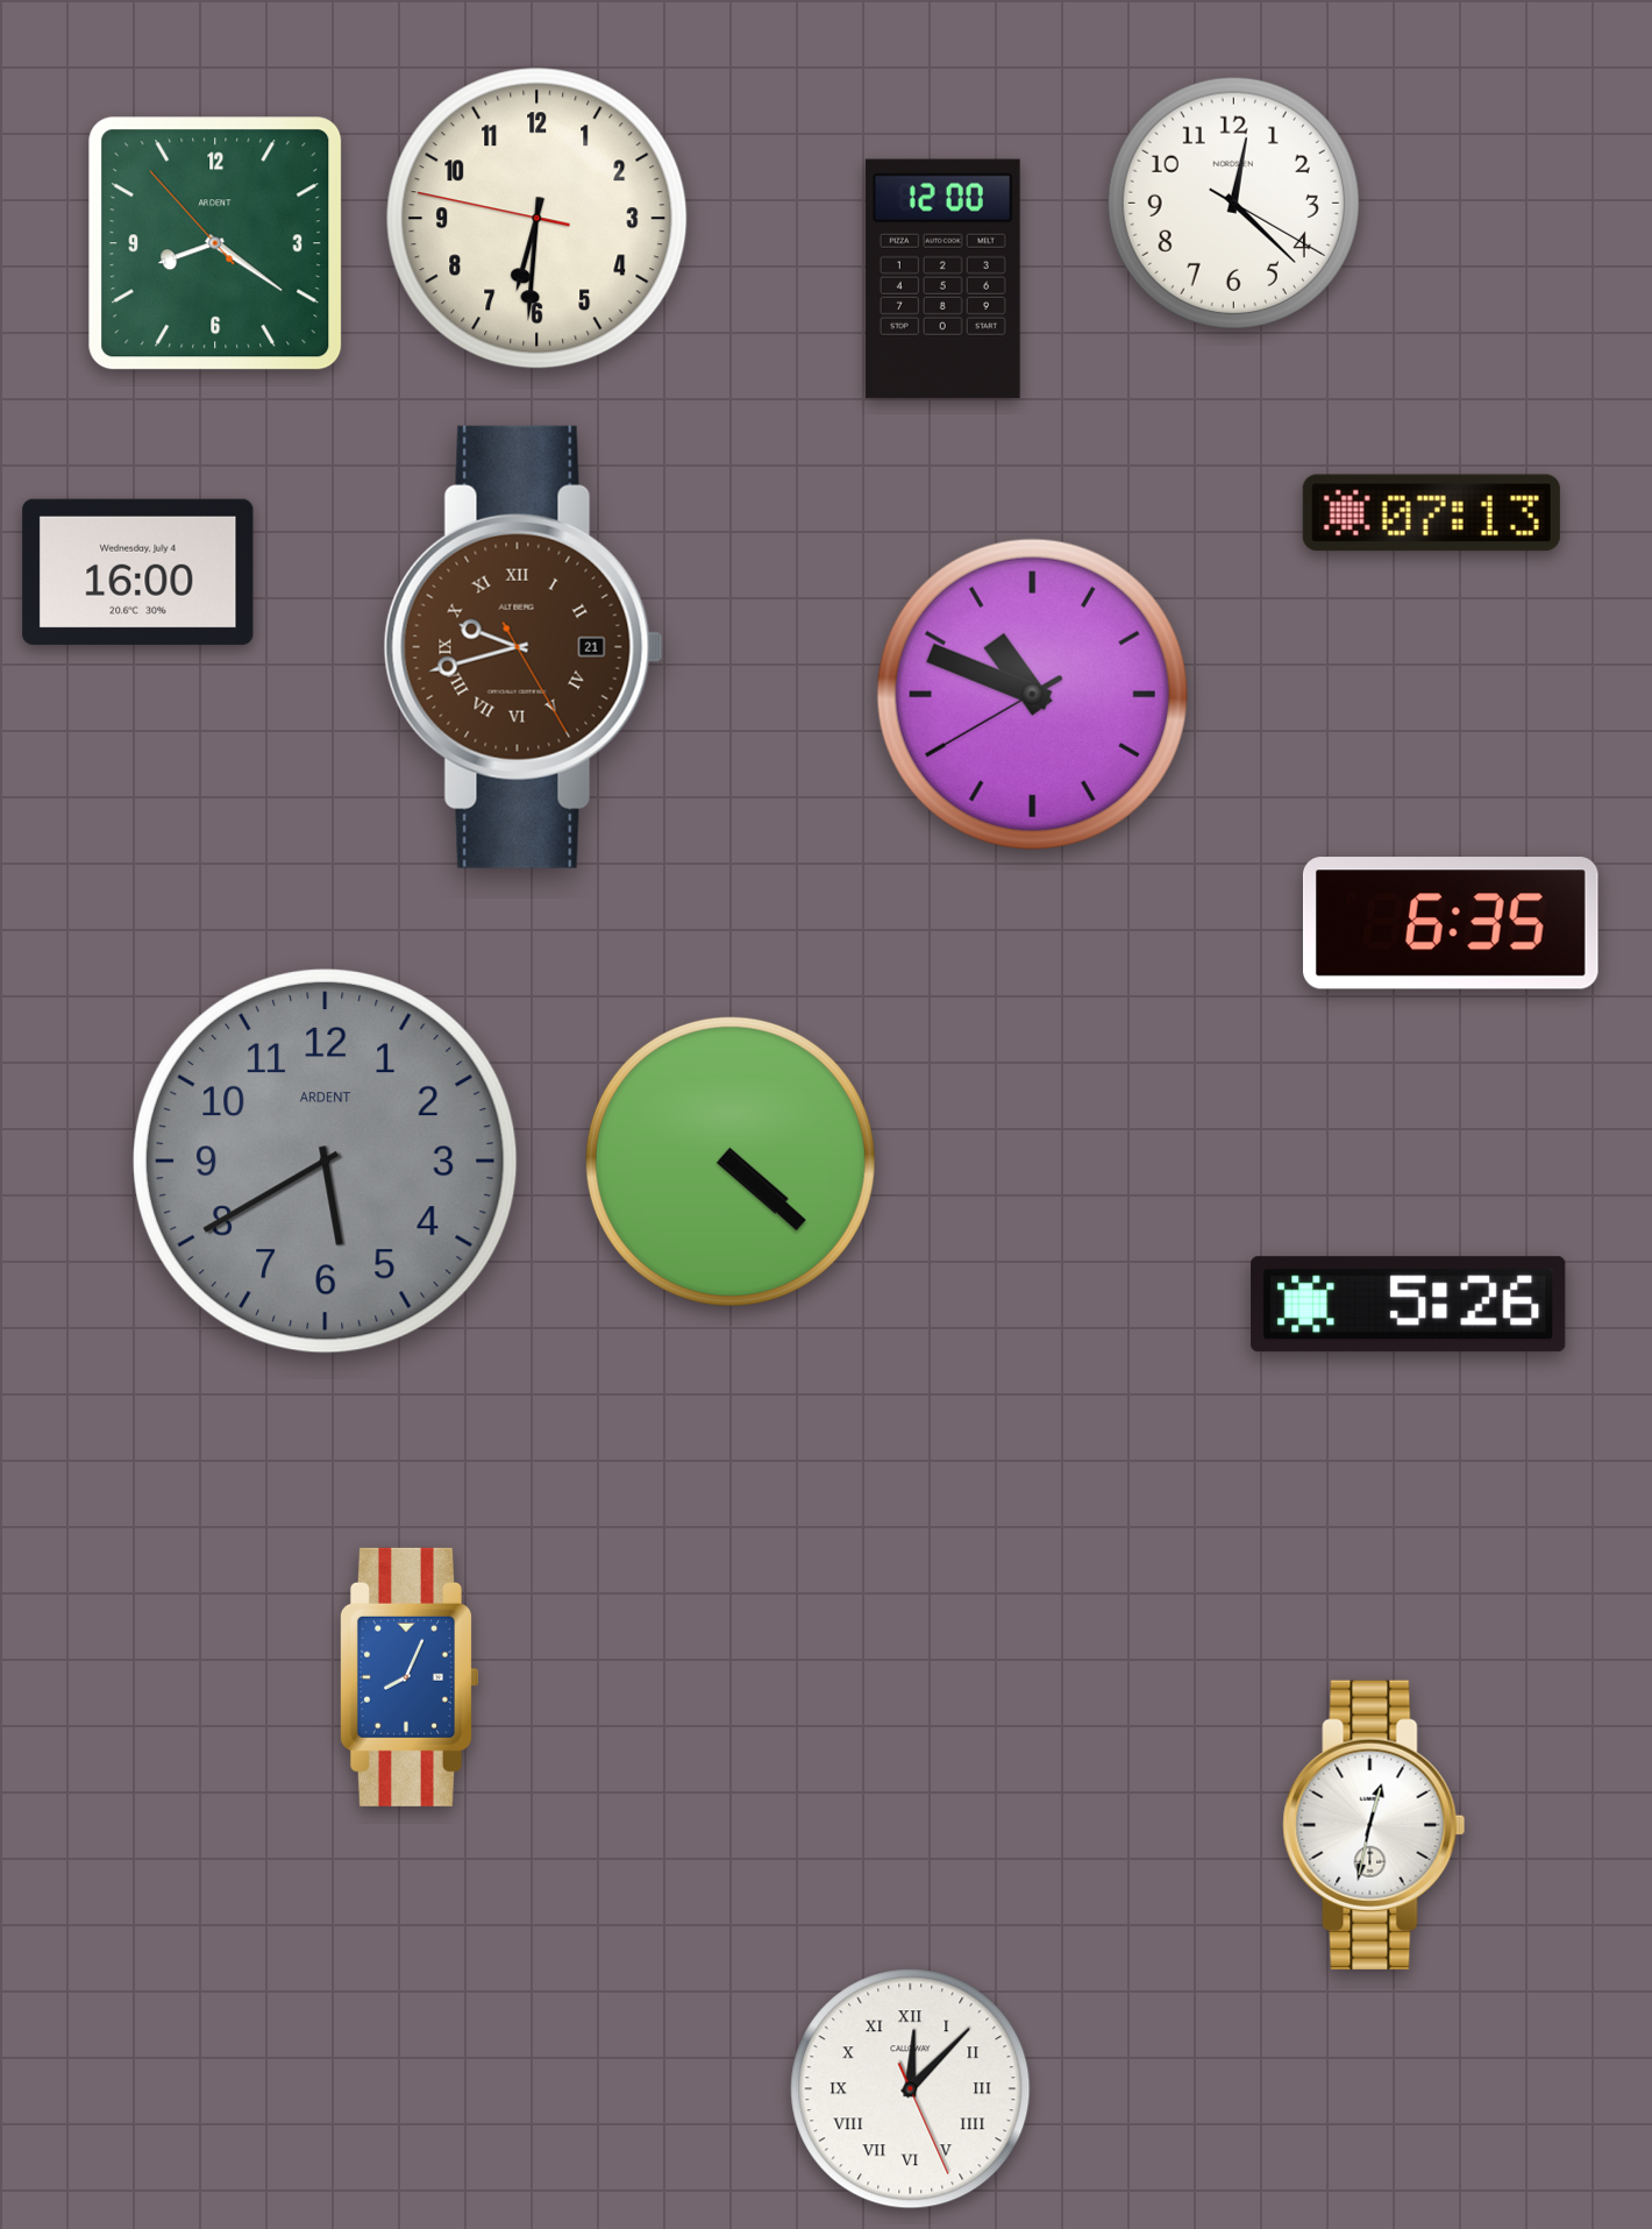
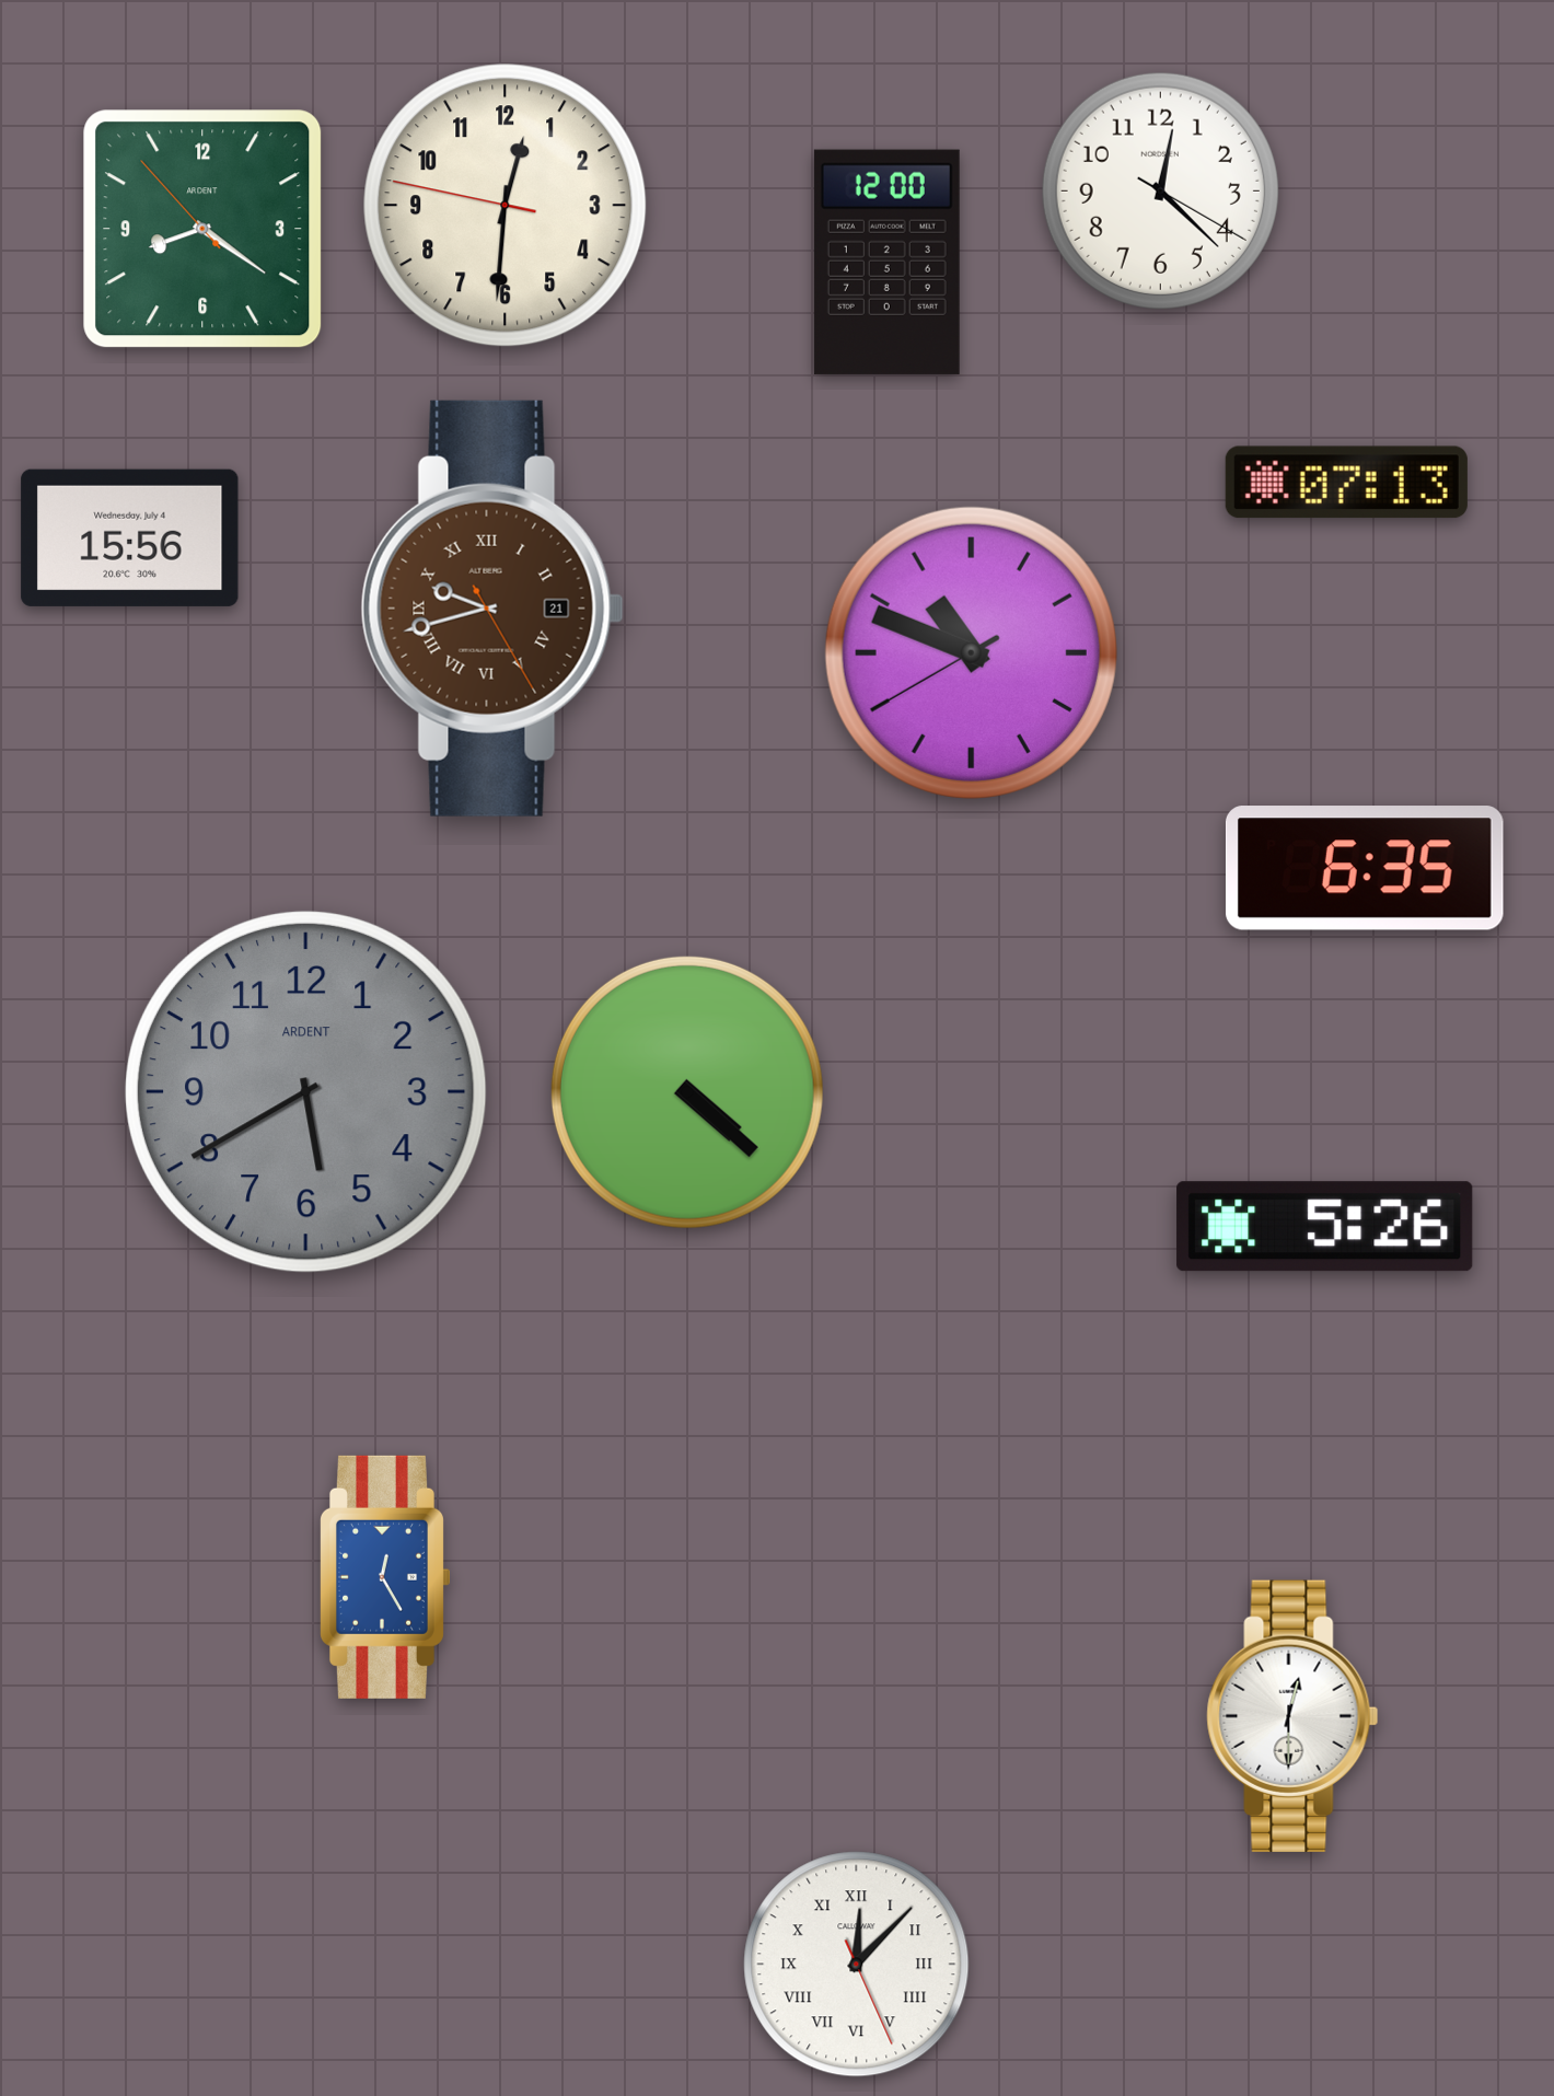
clock at (537, 219): 6:30 -> 12:30
clock at (138, 572): 16:00 -> 15:56
clock at (410, 1677): 8:04 -> 12:25
clock at (1374, 1825): 12:32 -> 12:30
